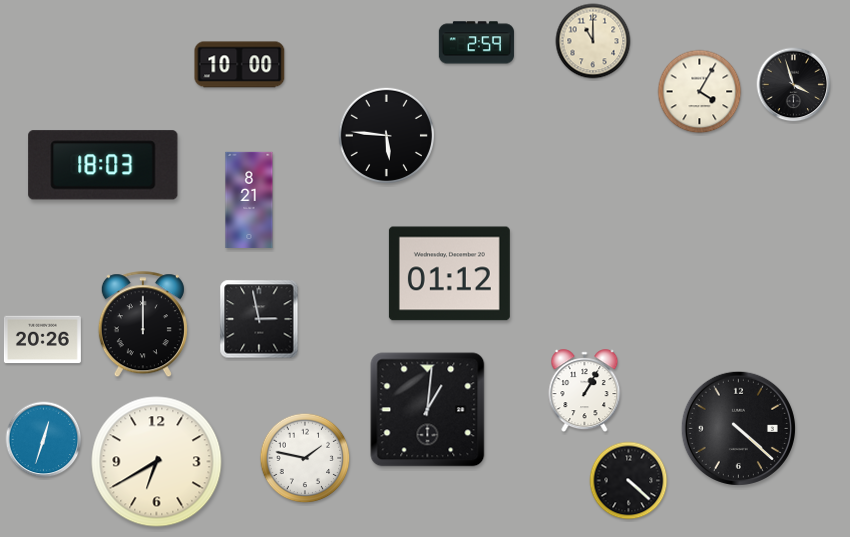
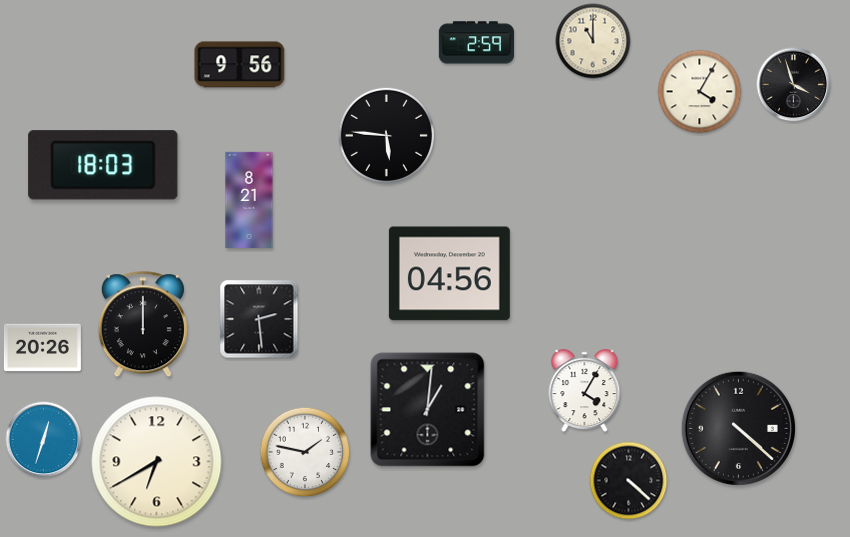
clock at (240, 65): 10:00 -> 9:56
clock at (449, 274): 01:12 -> 04:56
clock at (259, 319): 2:58 -> 2:29
clock at (42, 340) position: (42, 340) -> (42, 348)
clock at (585, 391): 1:05 -> 4:05
clock at (305, 458) position: (305, 458) -> (305, 452)
